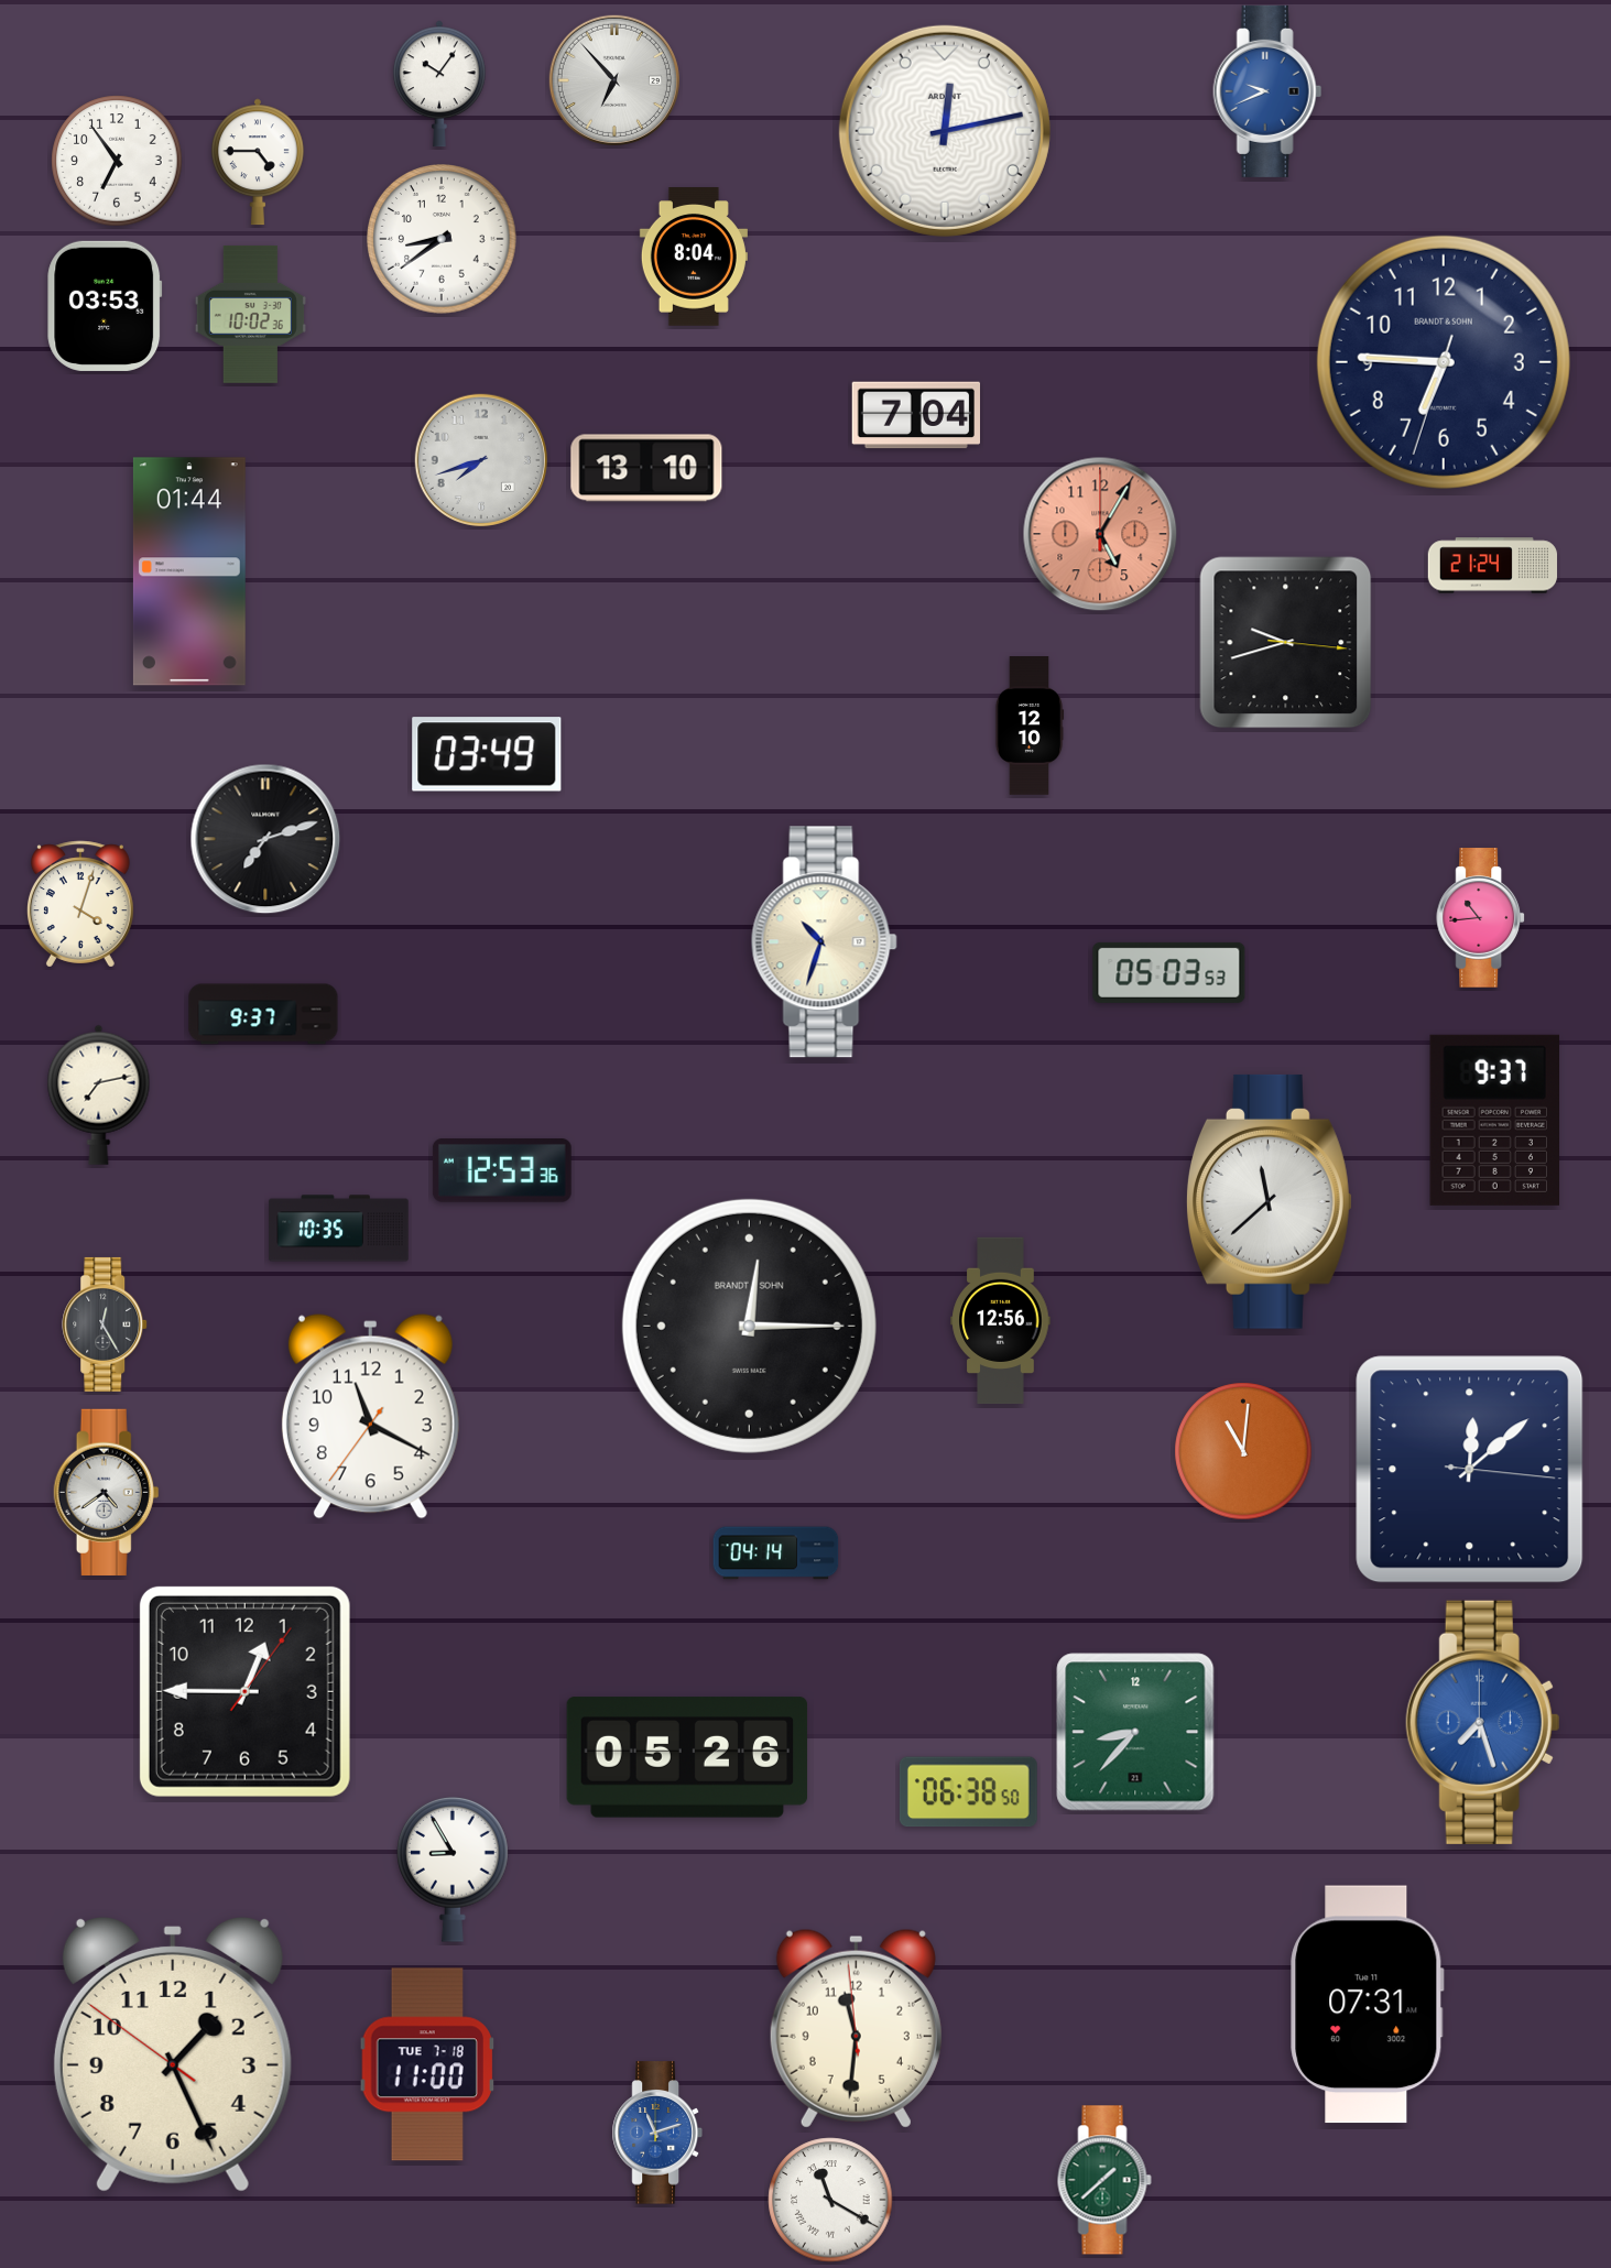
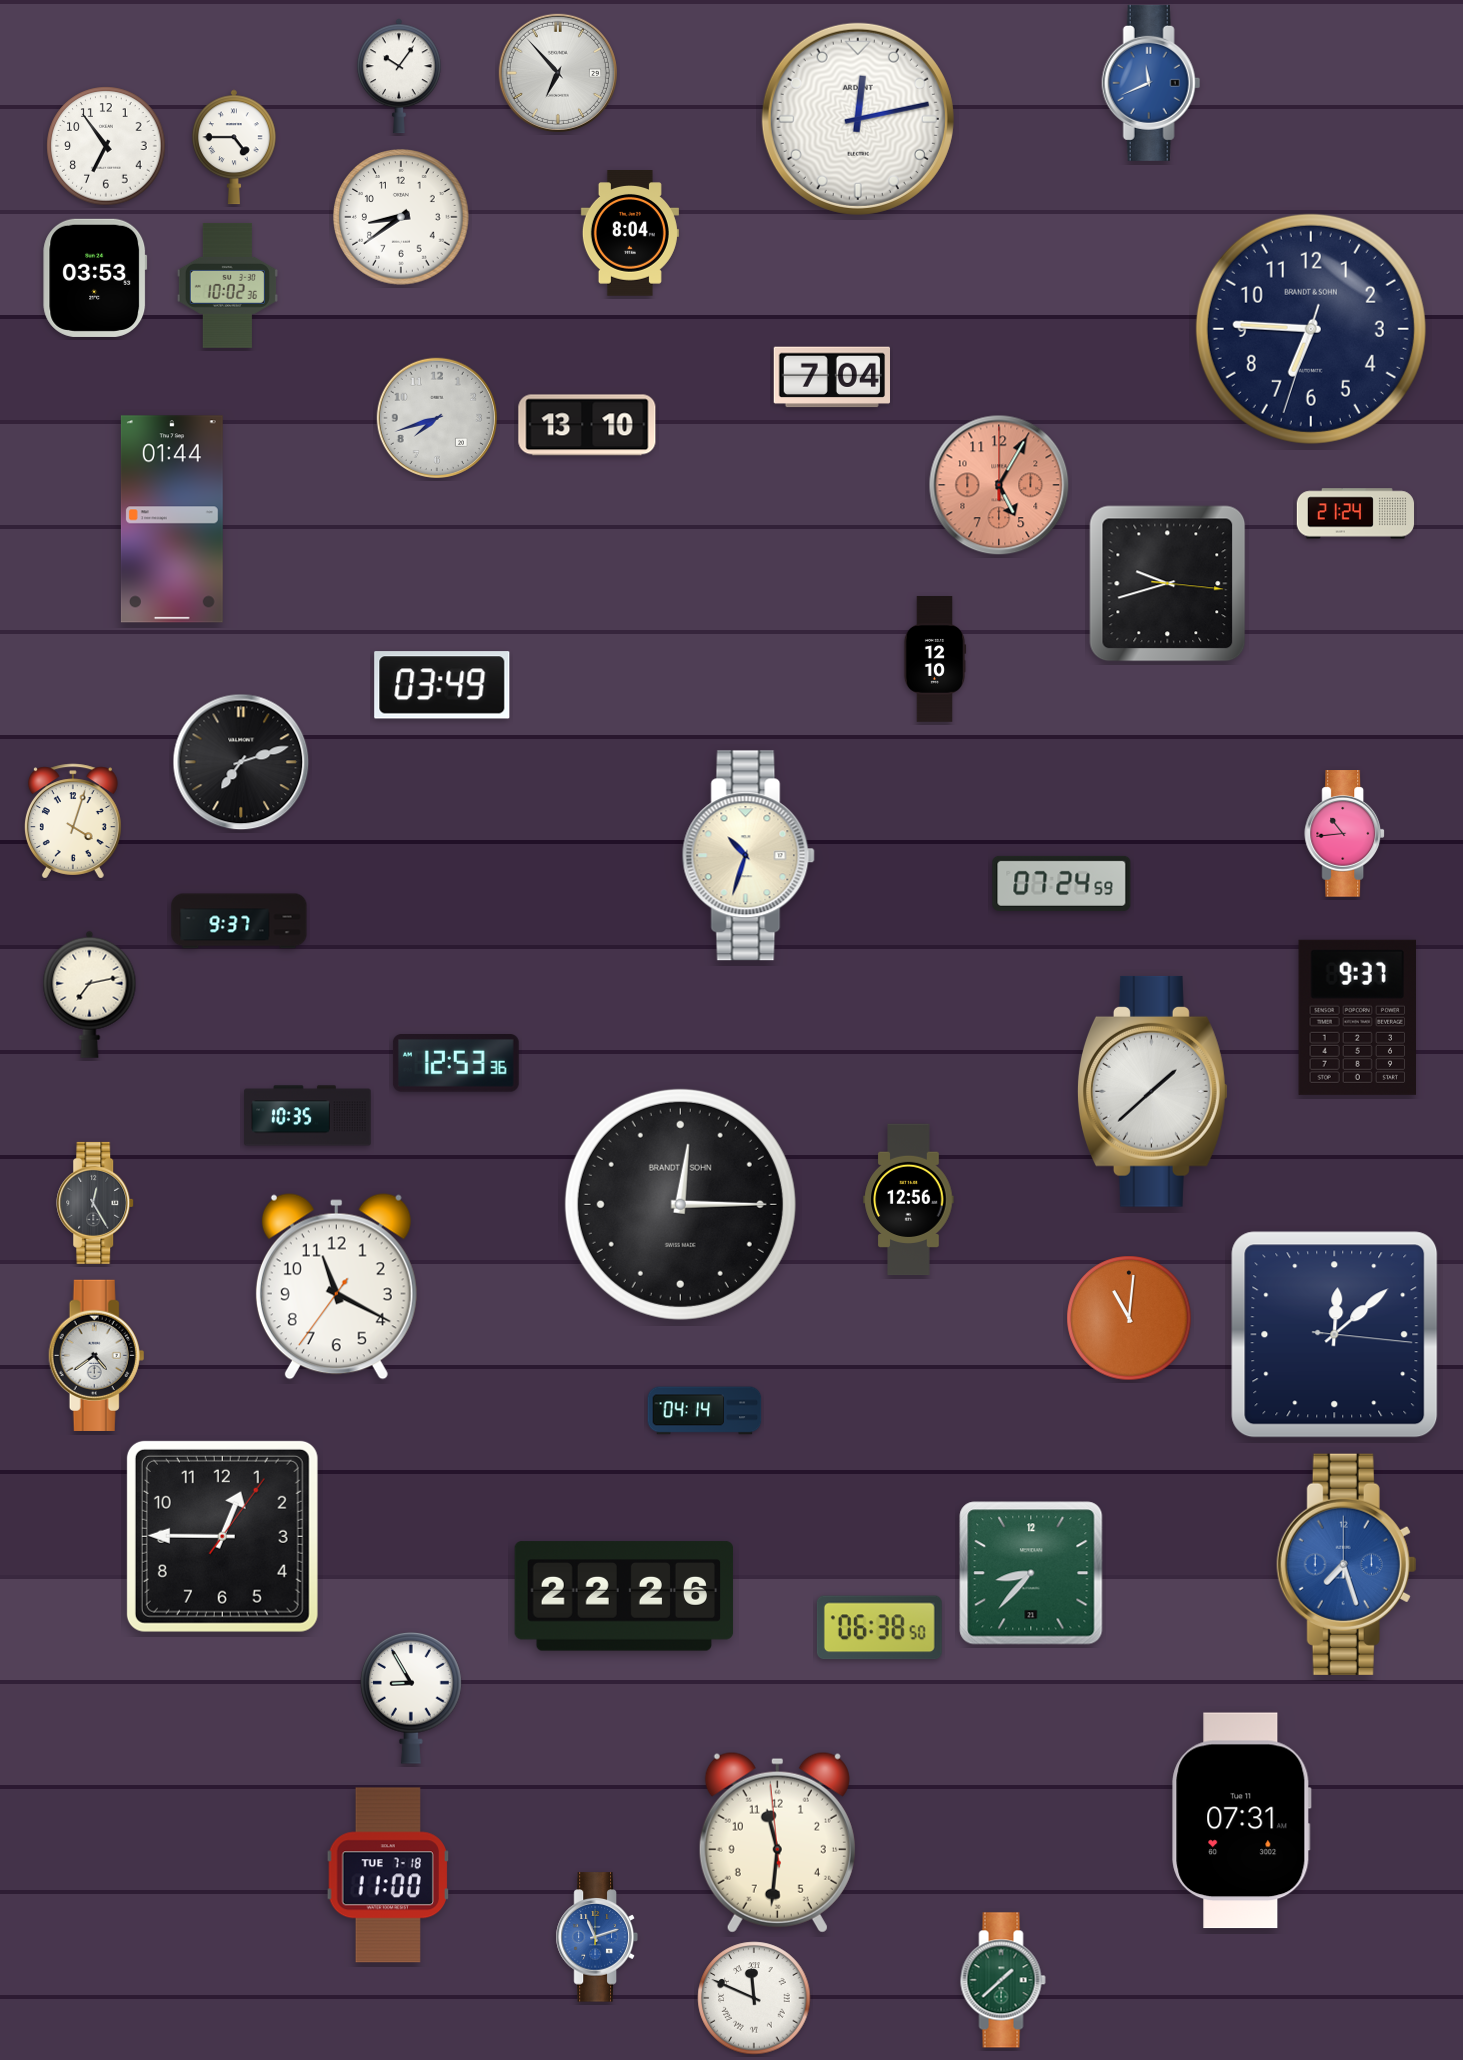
clock at (1267, 91): 9:41 -> 11:41
clock at (1169, 972): 05:03 -> 07:24
clock at (1269, 1201): 11:38 -> 1:38
clock at (687, 1757): 05:26 -> 22:26
clock at (173, 2054): 1:25 -> none
clock at (830, 2200): 11:20 -> 11:49
